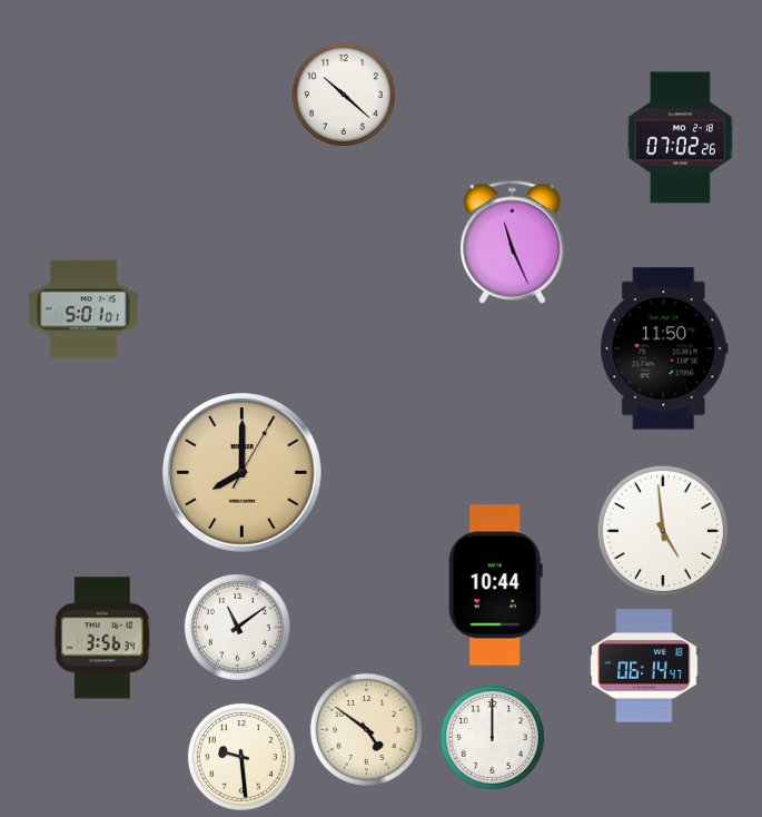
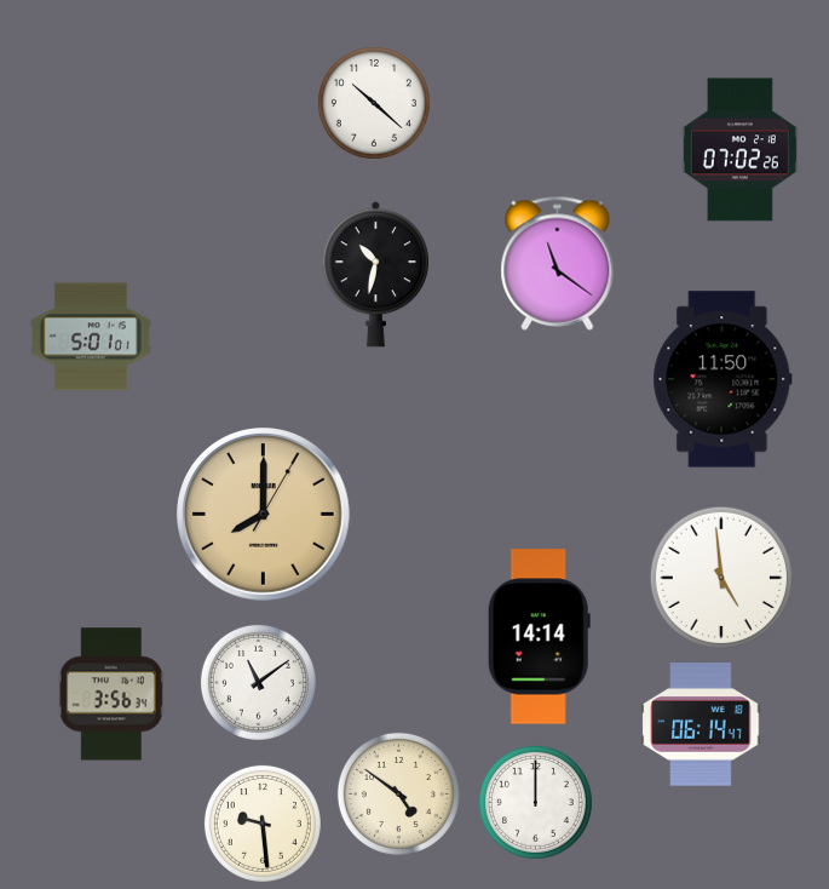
clock at (513, 242): 11:26 -> 11:21
clock at (375, 275): none -> 10:32
clock at (495, 585): 10:44 -> 14:14
